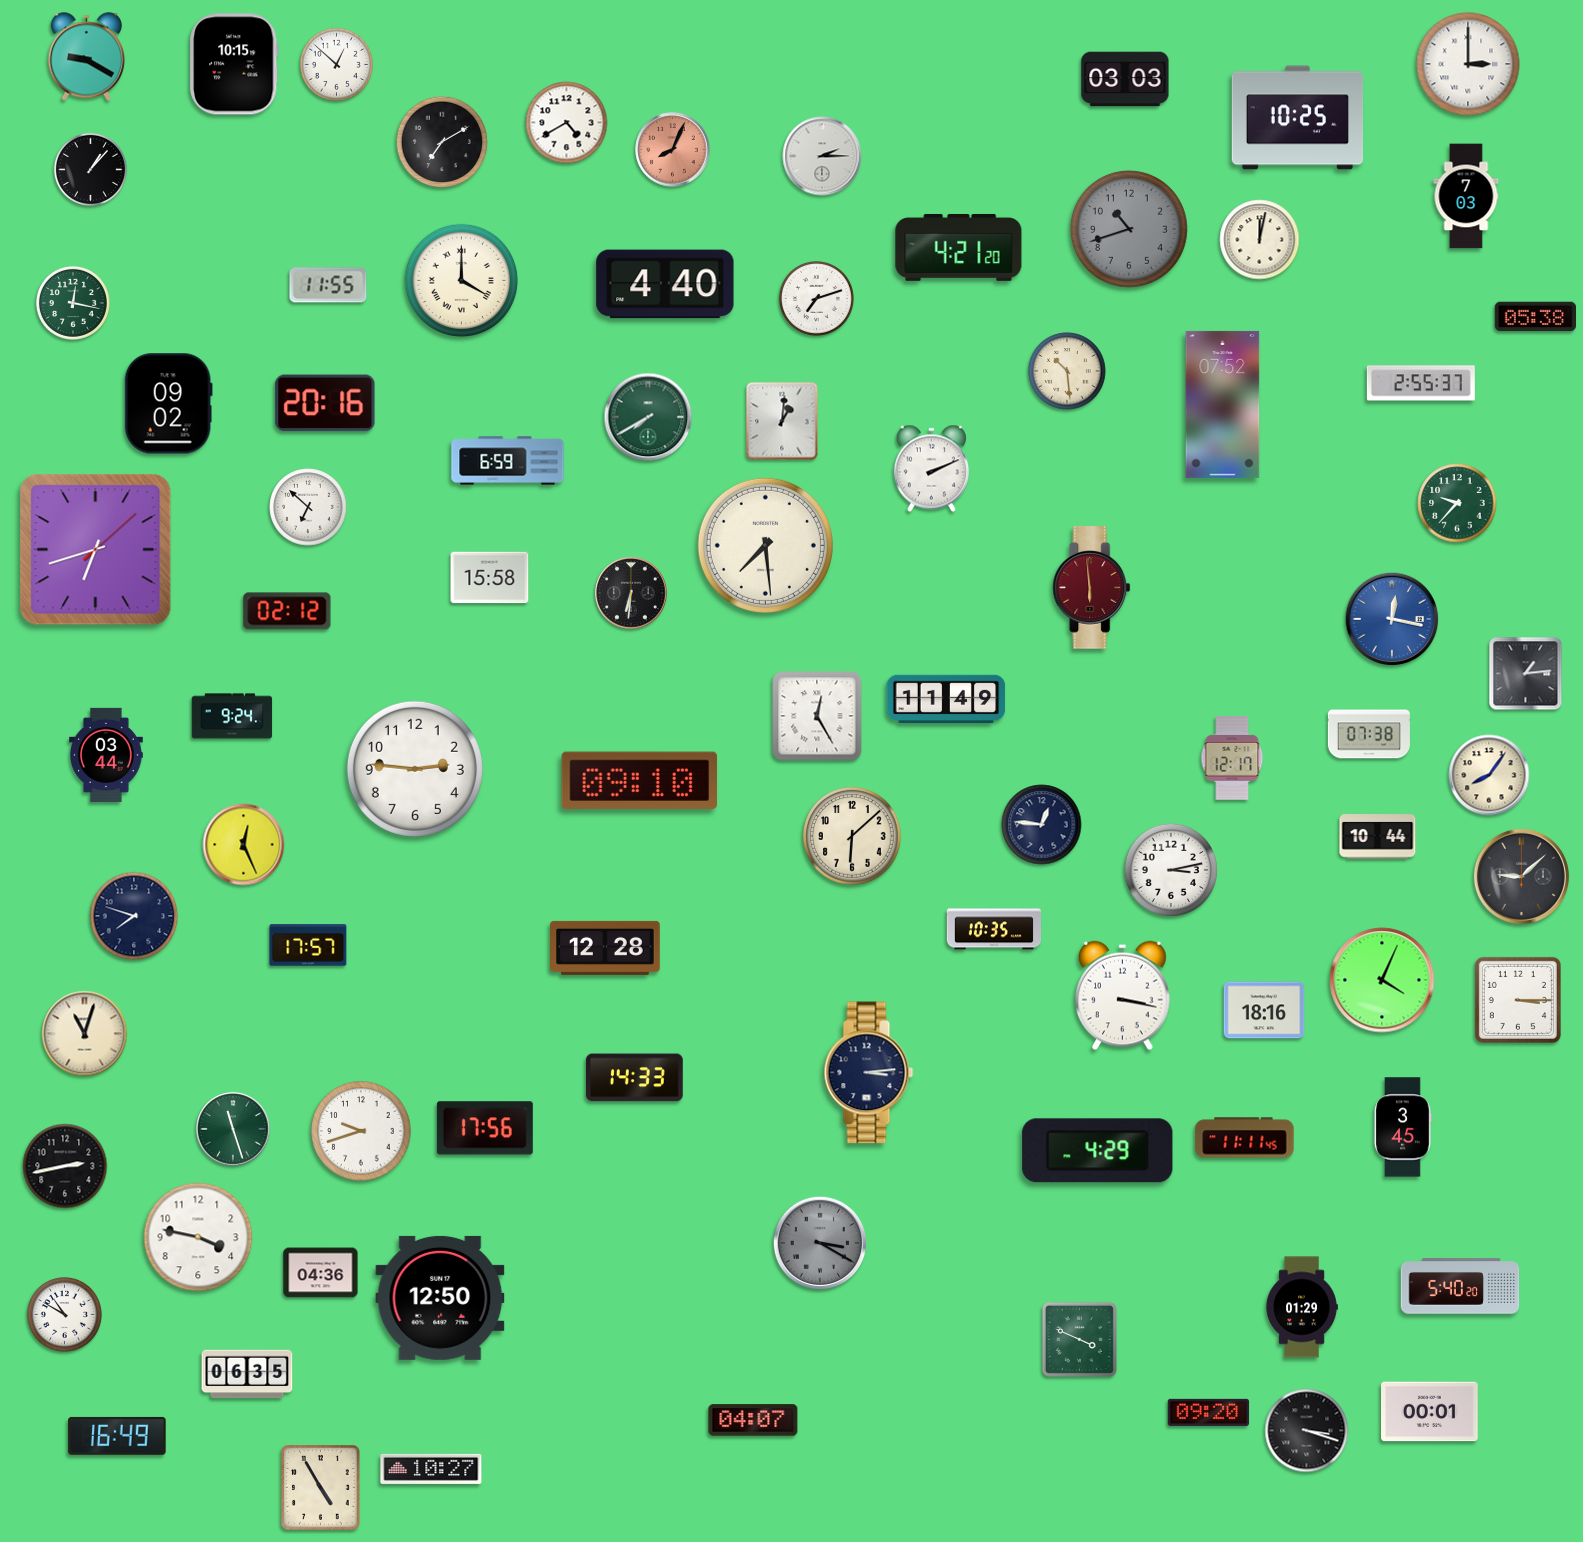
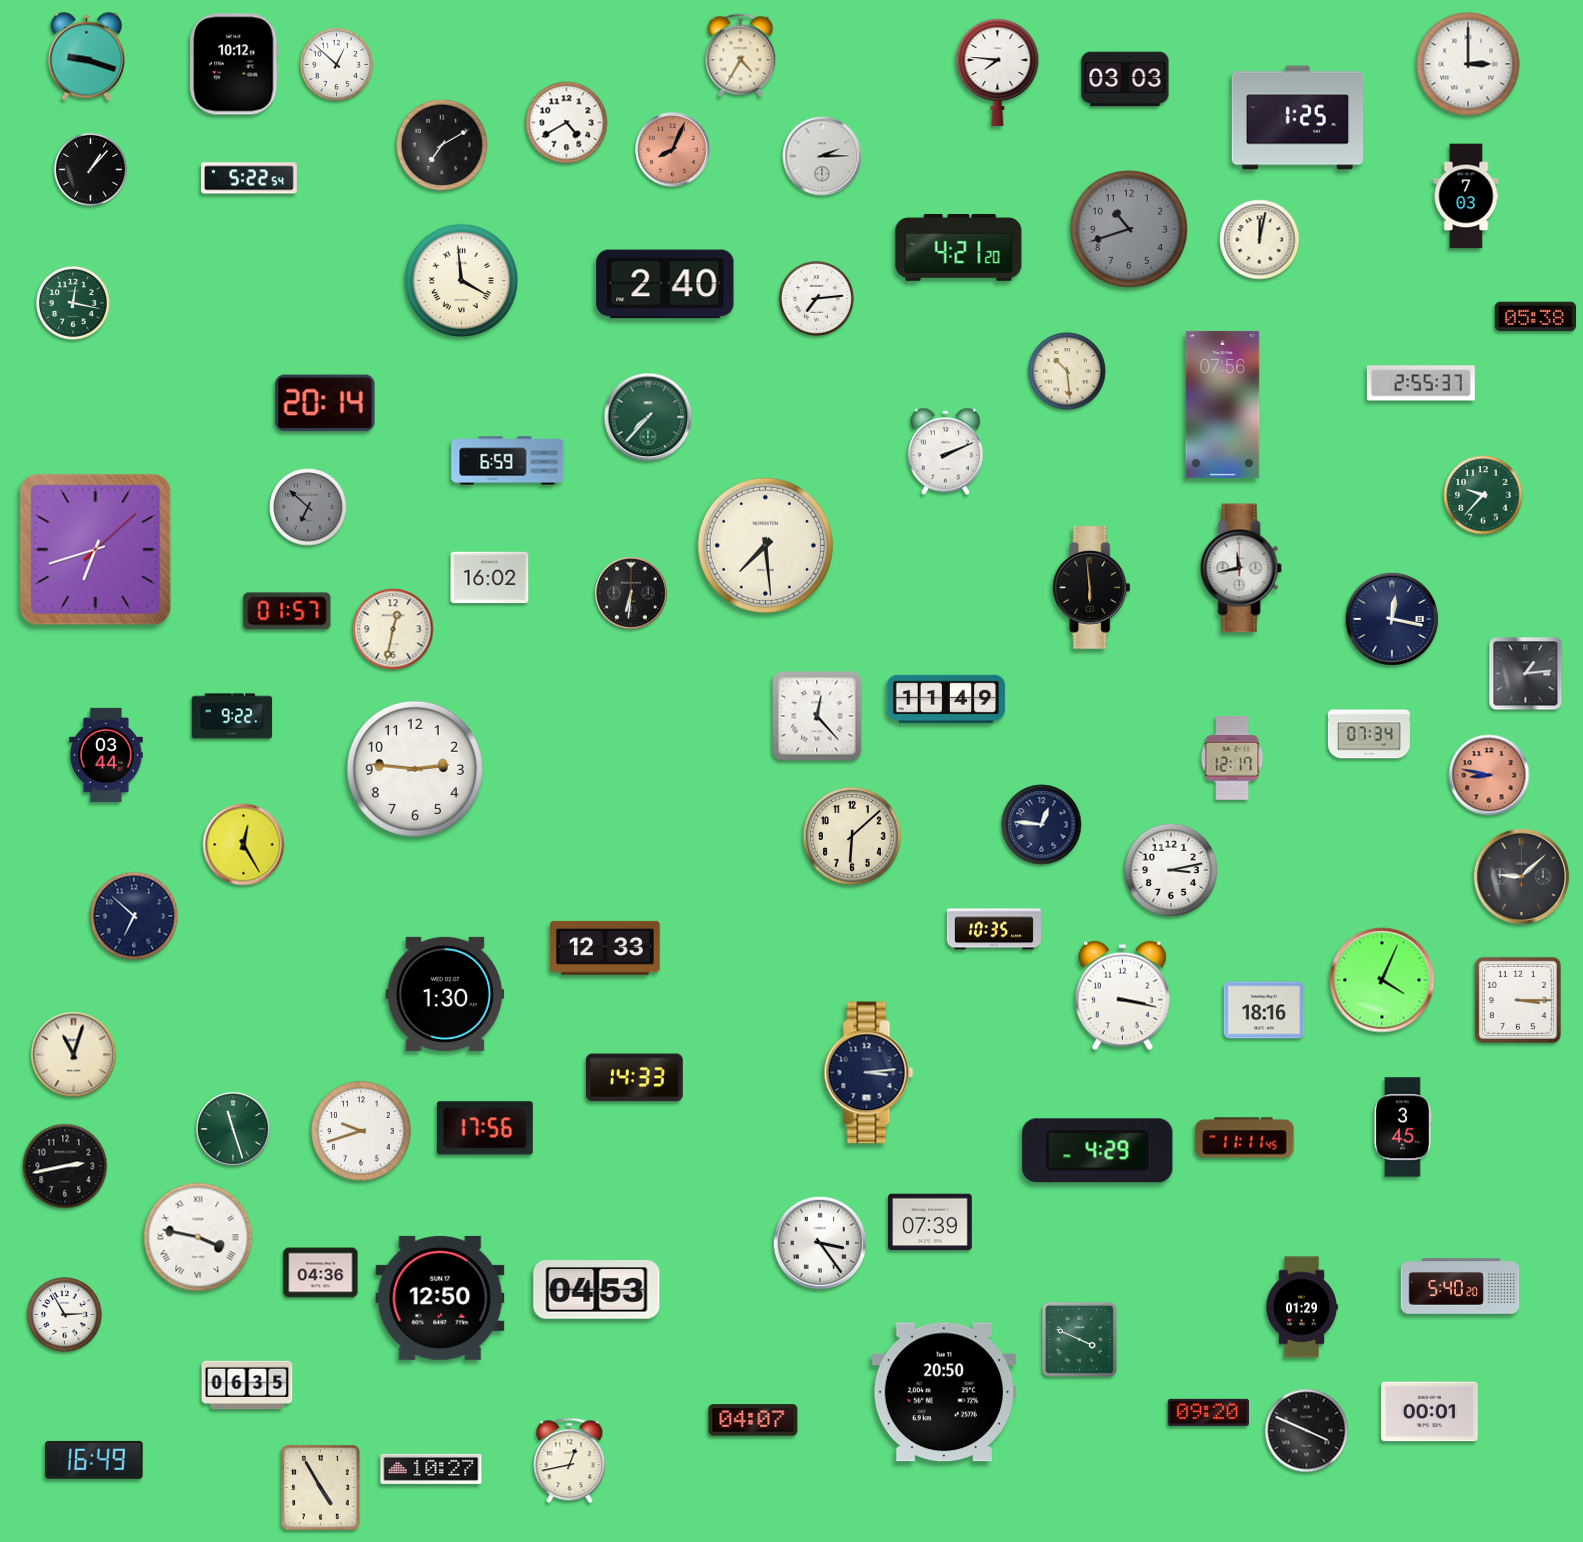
clock at (741, 56): none -> 4:35
clock at (87, 57): 9:20 -> 9:18
clock at (234, 64): 10:15 -> 10:12
clock at (998, 72): none -> 7:46
clock at (1298, 118): 10:25 -> 1:25
clock at (442, 142) position: (442, 142) -> (442, 145)
clock at (249, 178): none -> 5:22
clock at (462, 281): 4:00 -> 3:59
clock at (665, 284): 4:40 -> 2:40
clock at (328, 285): 11:55 -> none
clock at (816, 298): 7:12 -> 7:14
clock at (325, 403): 20:16 -> 20:14
clock at (168, 404): 09:02 -> none
clock at (1223, 404): 07:52 -> 07:56
clock at (648, 417): 7:40 -> 7:37
clock at (782, 421): 1:01 -> none
clock at (931, 469) position: (931, 469) -> (945, 452)
clock at (1457, 503) position: (1457, 503) -> (1483, 495)
clock at (308, 507) dial: white -> grey
clock at (1241, 568): none -> 11:43
clock at (490, 578): 15:58 -> 16:02
clock at (1092, 588) dial: burgundy -> black
clock at (287, 611): 02:12 -> 01:57
clock at (1392, 619) dial: blue -> navy
clock at (393, 629): none -> 12:32
clock at (232, 716): 9:24 -> 9:22
clock at (817, 716): 12:25 -> 12:23
clock at (1369, 734): 07:38 -> 07:34
clock at (1489, 775): 8:06 -> 8:47
clock at (1489, 775) dial: cream -> salmon
clock at (640, 781): 09:10 -> none
clock at (1378, 837): 10:44 -> none
clock at (244, 845): 12:26 -> 12:25
clock at (134, 916): 7:48 -> 6:52
clock at (308, 945): 17:57 -> none
clock at (605, 948): 12:28 -> 12:33
clock at (445, 994): none -> 1:30
clock at (85, 1034) position: (85, 1034) -> (74, 1055)
clock at (931, 1222): none -> 07:39
clock at (198, 1237) numerals: Arabic -> Roman
clock at (820, 1243): 3:20 -> 3:24
clock at (820, 1243) dial: grey -> white
clock at (597, 1290): none -> 04:53
clock at (64, 1314): 10:50 -> 2:55
clock at (247, 1374) position: (247, 1374) -> (247, 1385)
clock at (944, 1392): none -> 20:50
clock at (1307, 1431): 3:18 -> 3:49
clock at (117, 1436) position: (117, 1436) -> (94, 1460)
clock at (570, 1461): none -> 12:43
